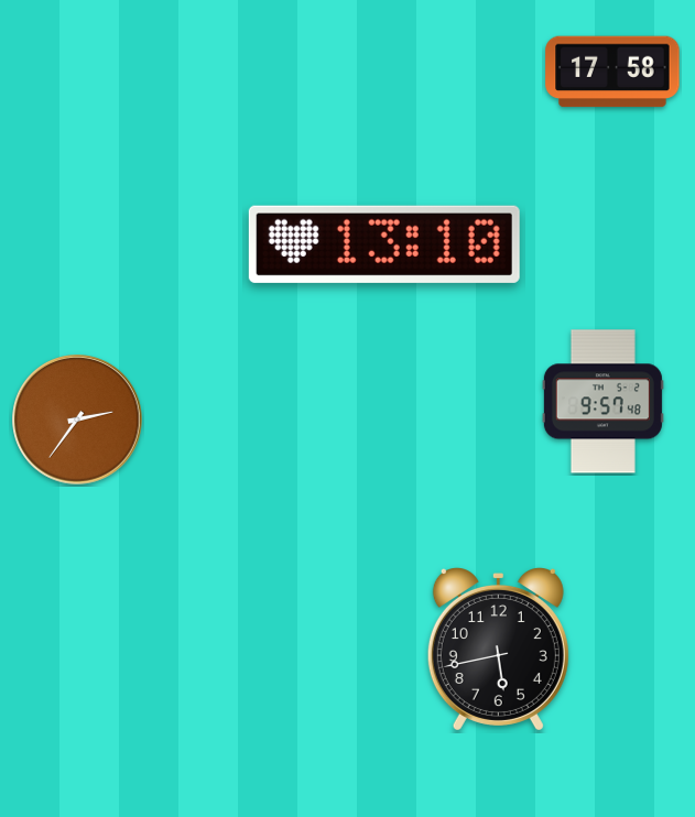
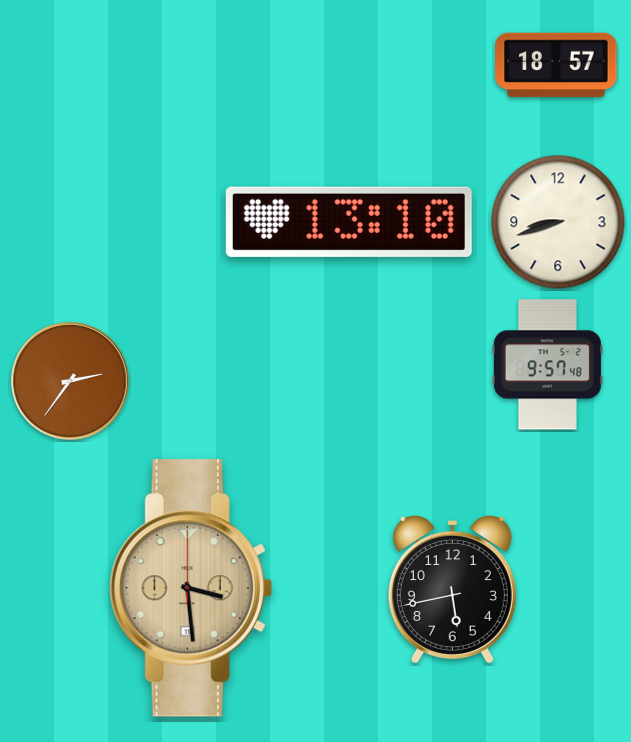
clock at (612, 72): 17:58 -> 18:57
clock at (558, 222): none -> 8:42
clock at (191, 588): none -> 3:29
